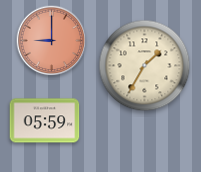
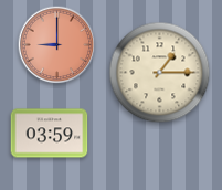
clock at (145, 66): 1:35 -> 1:15
clock at (45, 121): 05:59 -> 03:59
